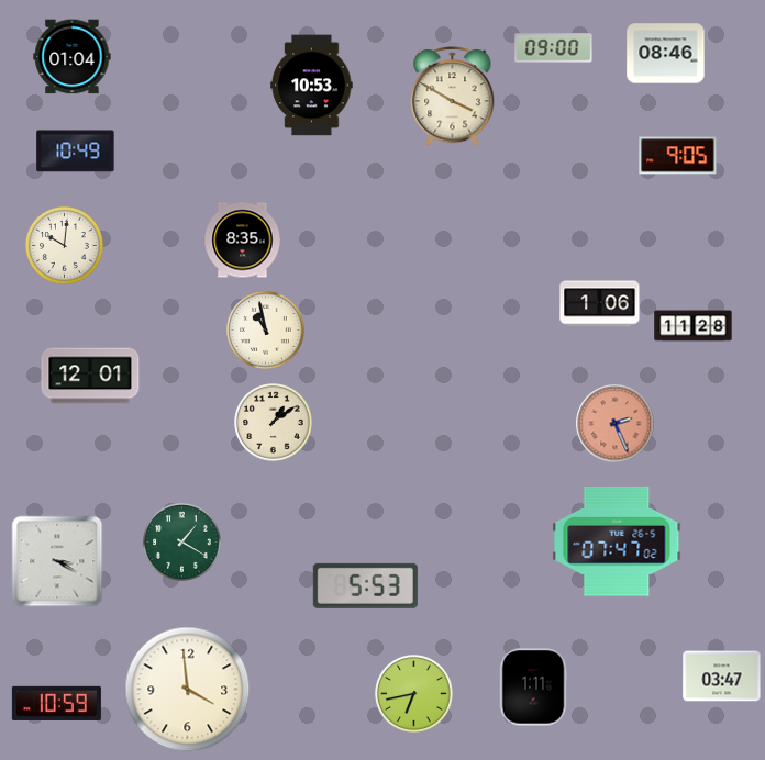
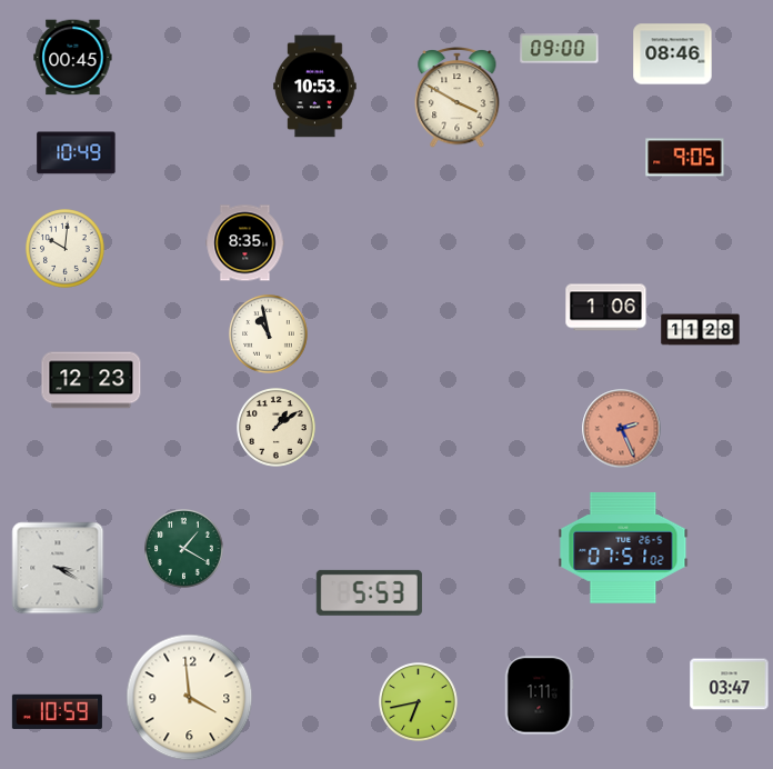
clock at (73, 57): 01:04 -> 00:45
clock at (90, 376): 12:01 -> 12:23
clock at (617, 541): 07:47 -> 07:51
